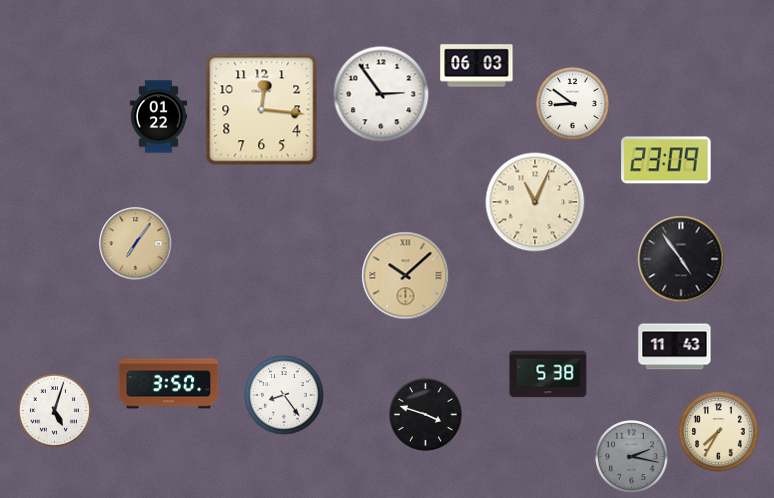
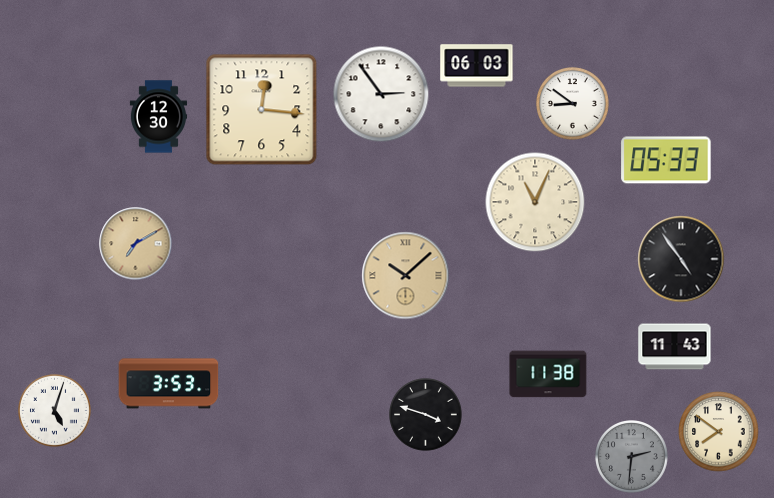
clock at (158, 117): 01:22 -> 12:30
clock at (666, 160): 23:09 -> 05:33
clock at (136, 244): 7:06 -> 7:10
clock at (548, 374): 5:38 -> 11:38
clock at (169, 384): 3:50 -> 3:53
clock at (284, 395): 8:24 -> none
clock at (719, 432): 7:35 -> 7:51
clock at (632, 457): 2:17 -> 2:31
